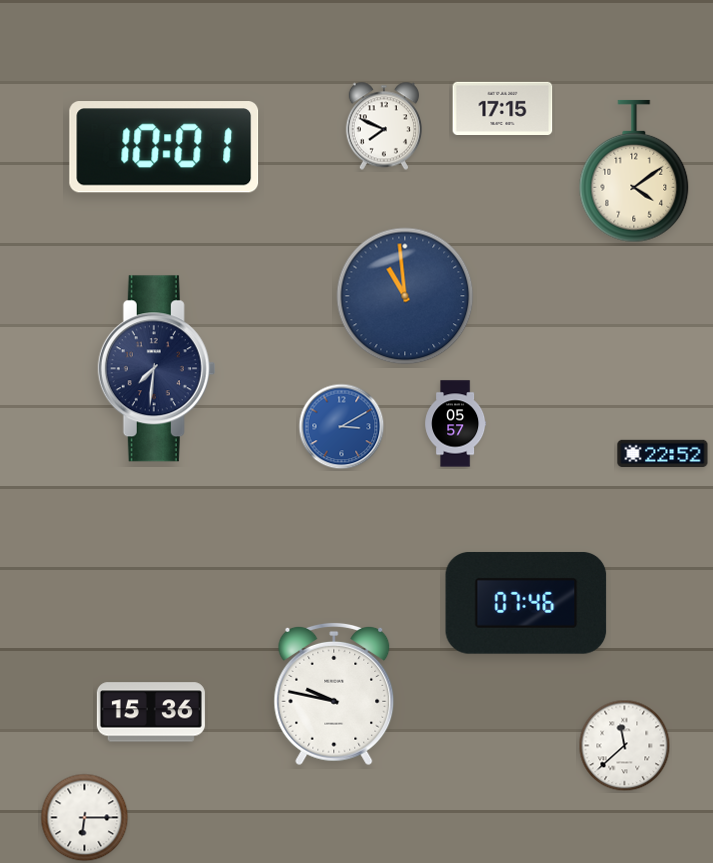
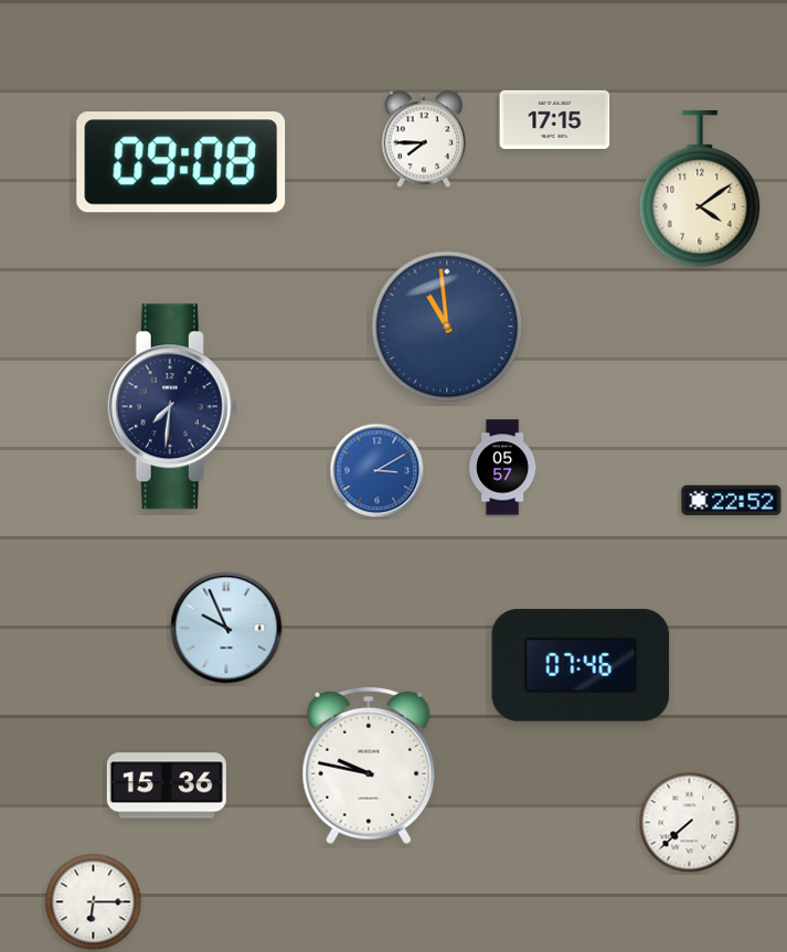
clock at (384, 126): 7:49 -> 7:45
clock at (164, 147): 10:01 -> 09:08
clock at (226, 628): none -> 9:56
clock at (625, 746): 11:38 -> 7:38
